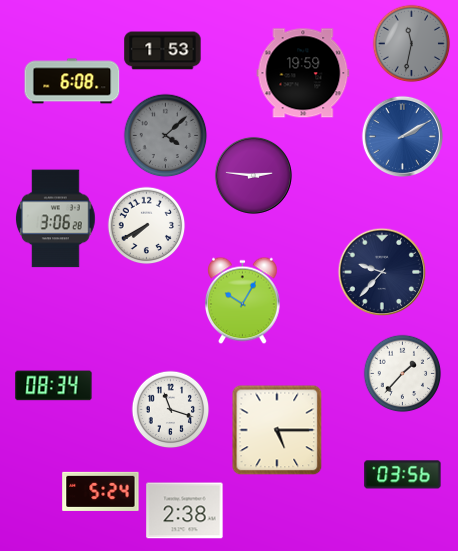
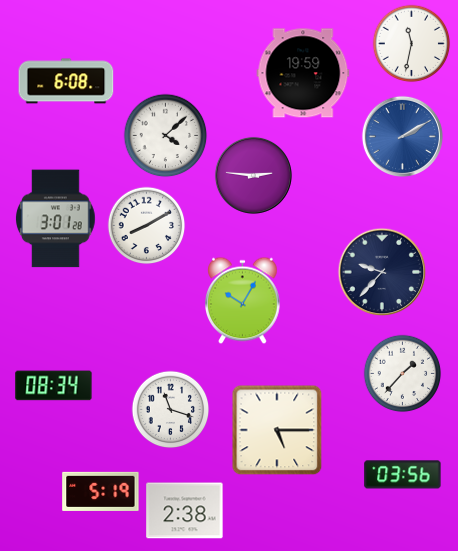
clock at (411, 43) dial: grey -> white
clock at (163, 51): 1:53 -> none
clock at (72, 81) position: (72, 81) -> (66, 81)
clock at (165, 135) dial: grey -> white
clock at (56, 219): 3:06 -> 3:01
clock at (146, 225): 7:40 -> 8:10
clock at (101, 491): 5:24 -> 5:19
